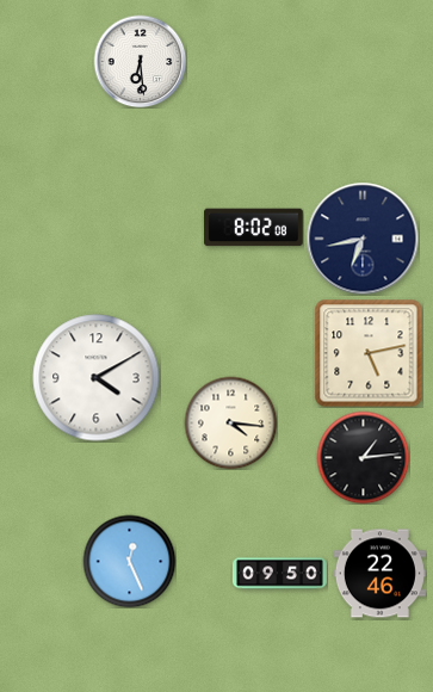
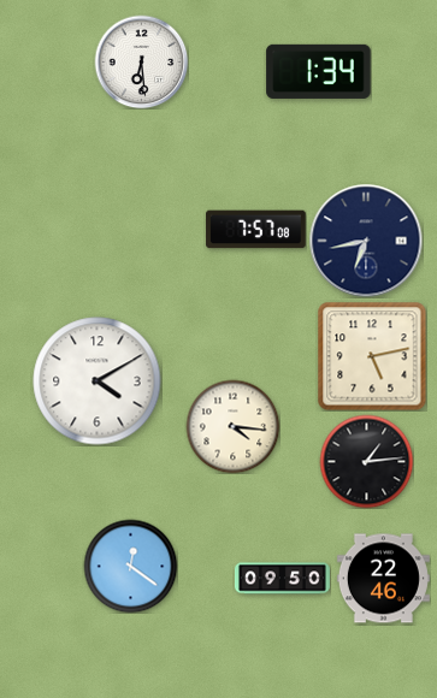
clock at (319, 71): none -> 1:34
clock at (254, 228): 8:02 -> 7:57
clock at (129, 561): 12:26 -> 12:21
